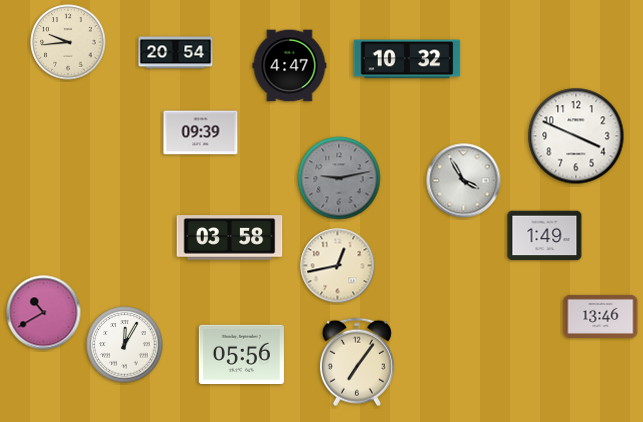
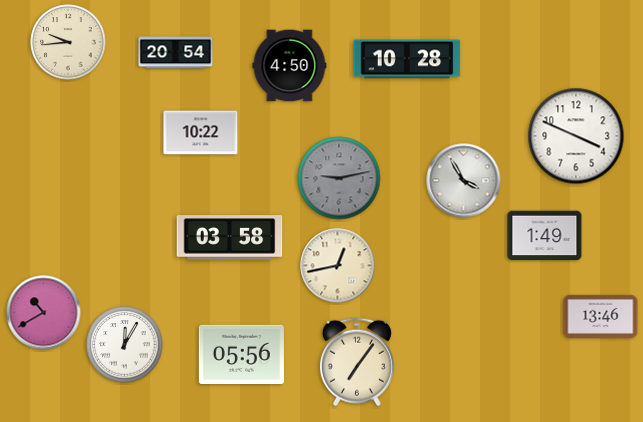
clock at (407, 59): 10:32 -> 10:28
clock at (290, 66): 4:47 -> 4:50
clock at (201, 133): 09:39 -> 10:22
